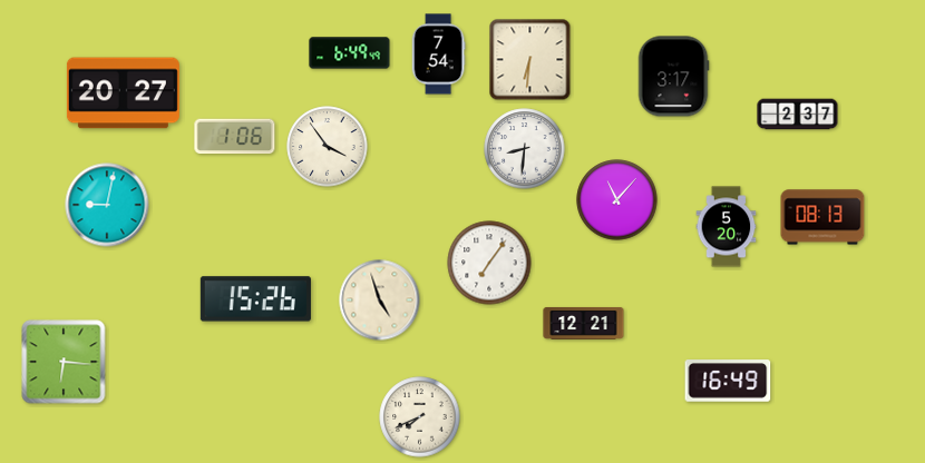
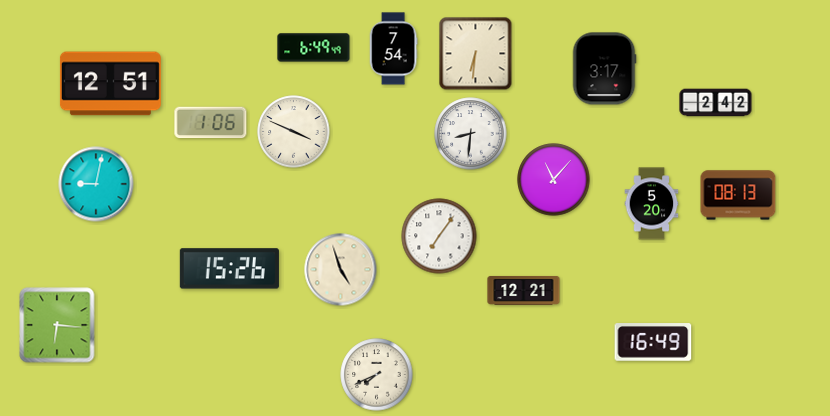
clock at (123, 93): 20:27 -> 12:51
clock at (798, 115): 2:37 -> 2:42
clock at (328, 147): 3:54 -> 3:49
